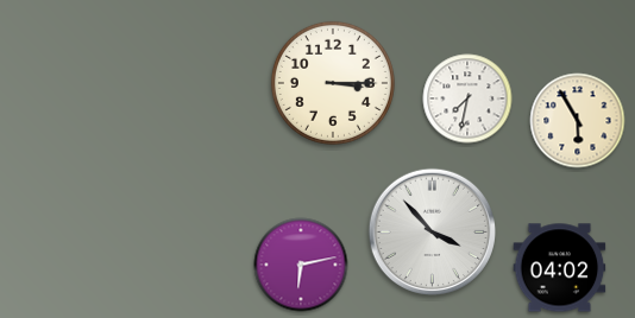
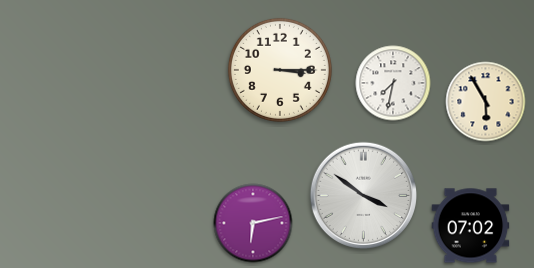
clock at (432, 231): 3:53 -> 3:51
clock at (560, 268): 04:02 -> 07:02
